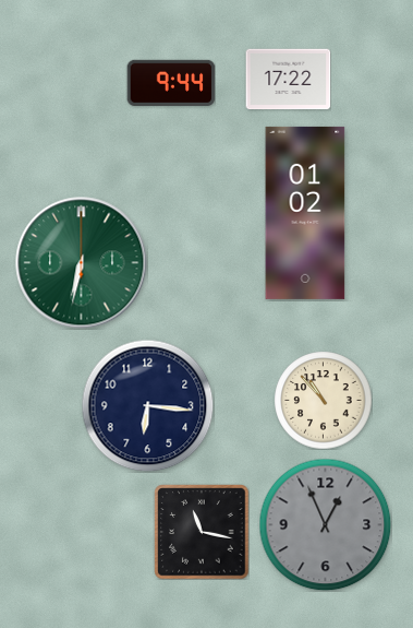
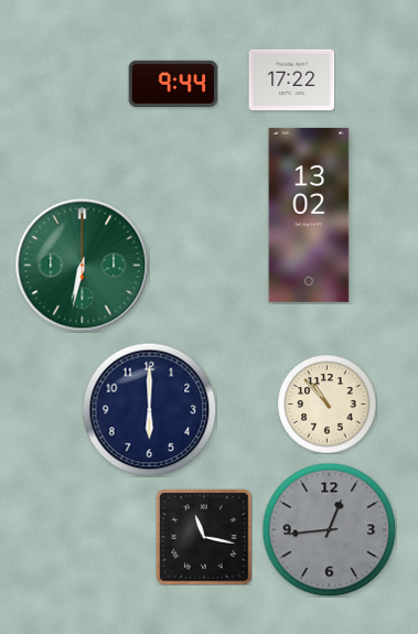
clock at (305, 213): 01:02 -> 13:02
clock at (147, 405): 6:16 -> 6:00
clock at (325, 524): 12:56 -> 12:44
